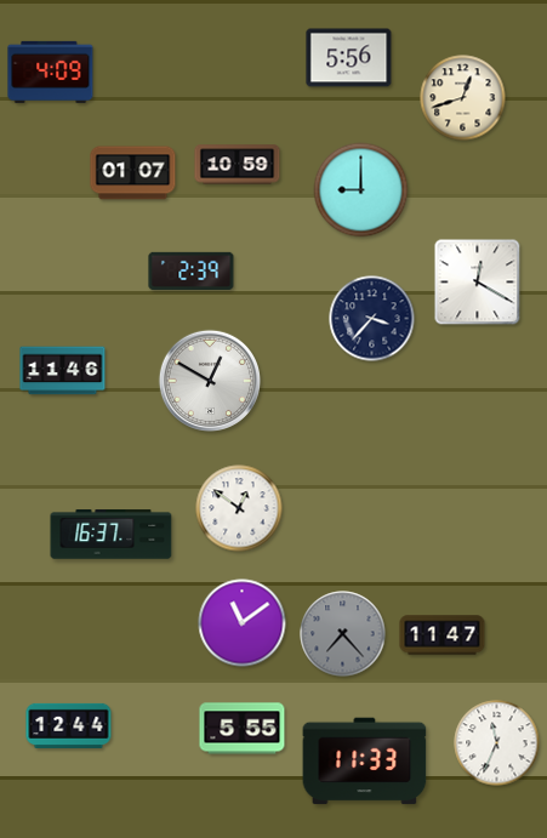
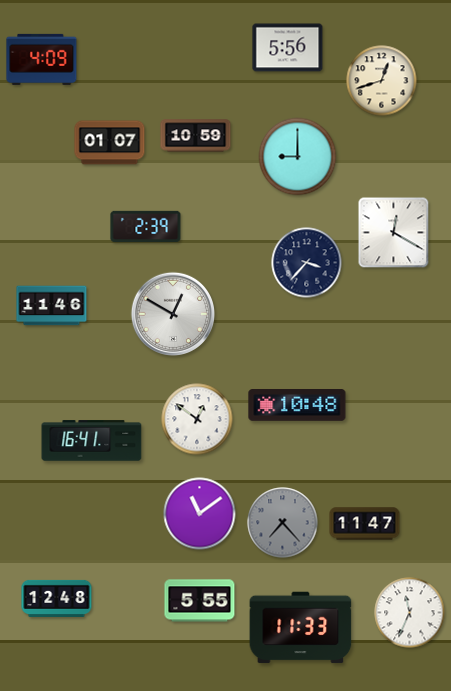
clock at (192, 270) position: (192, 270) -> (146, 226)
clock at (297, 406): none -> 10:48
clock at (112, 535): 16:37 -> 16:41
clock at (69, 725): 12:44 -> 12:48
